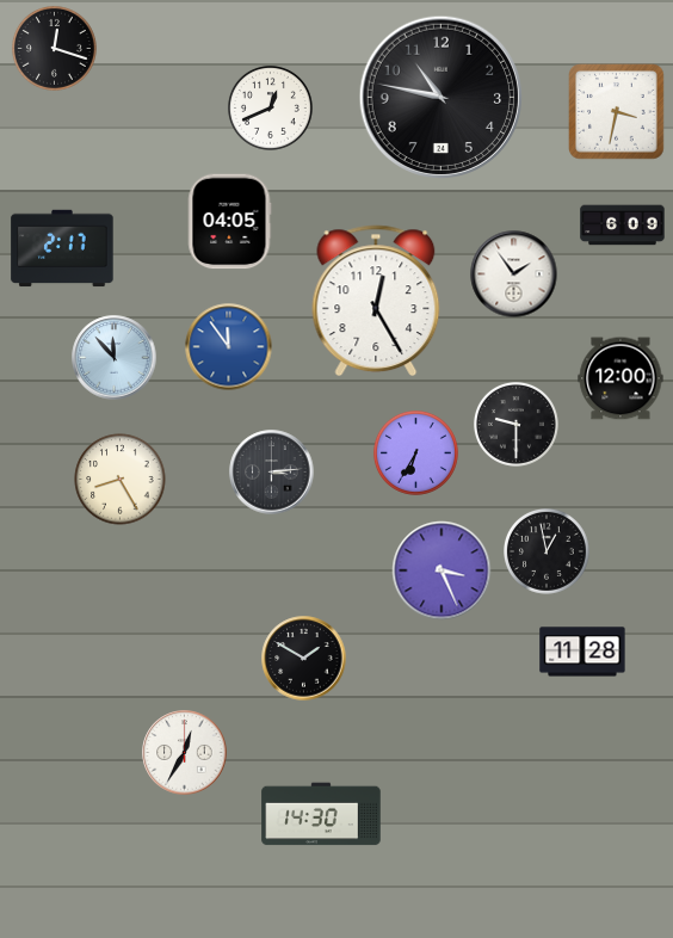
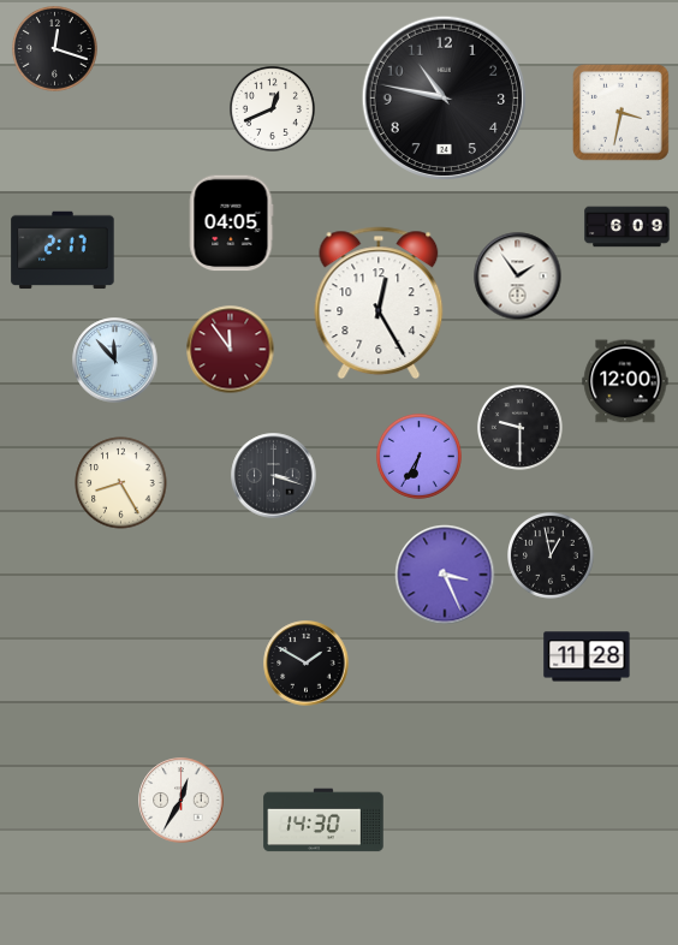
clock at (229, 347) dial: blue -> burgundy
clock at (272, 473): 3:14 -> 3:18
clock at (185, 753) position: (185, 753) -> (182, 801)
